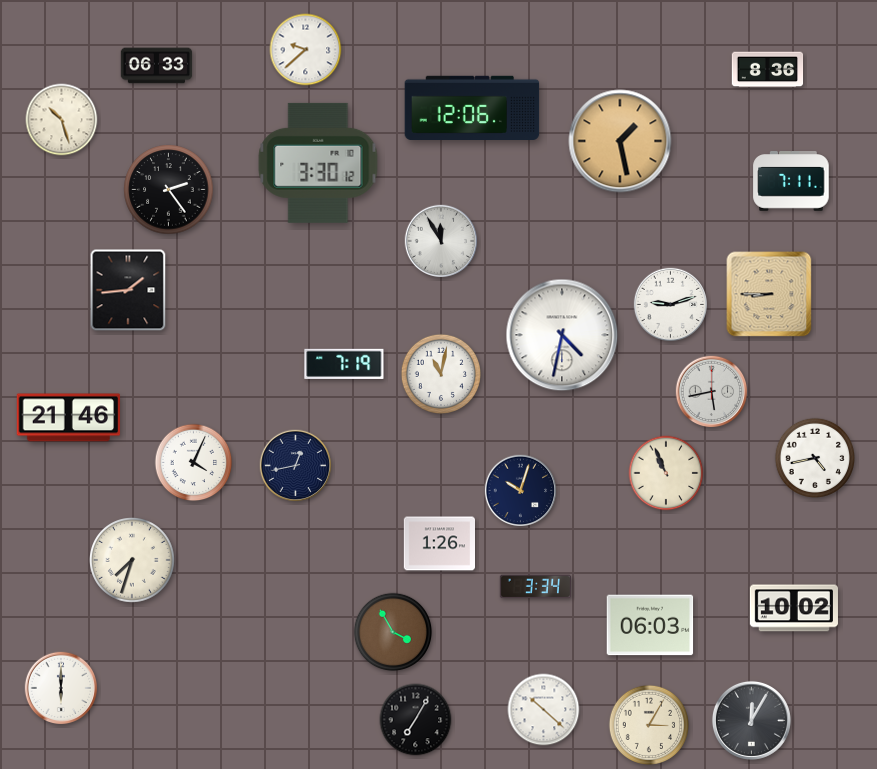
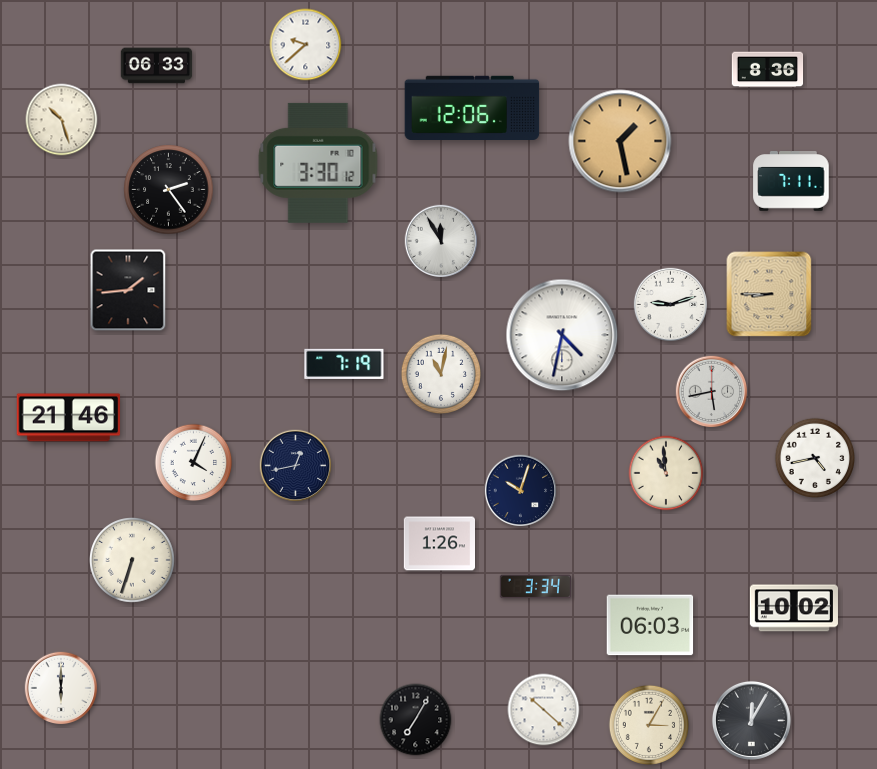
clock at (306, 50) position: (306, 50) -> (306, 45)
clock at (666, 473): 10:56 -> 10:59
clock at (133, 561): 7:33 -> 6:33
clock at (393, 632): 3:55 -> none
